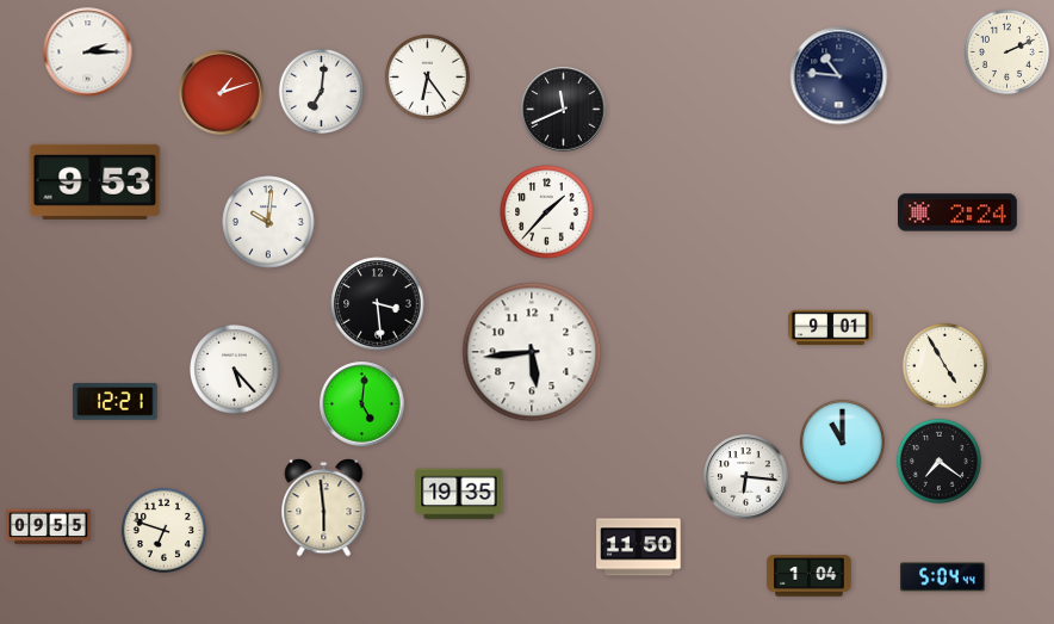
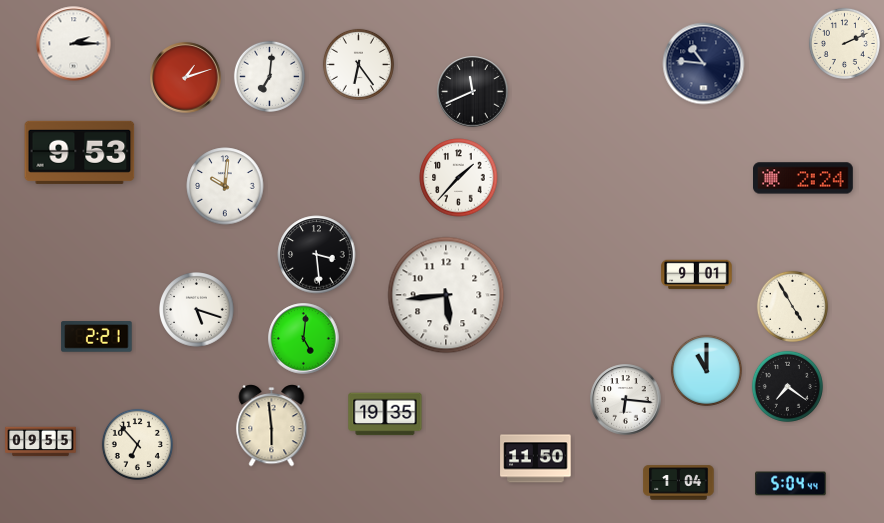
clock at (235, 370): 5:23 -> 5:18
clock at (116, 402): 12:21 -> 2:21
clock at (163, 530): 6:48 -> 6:53
